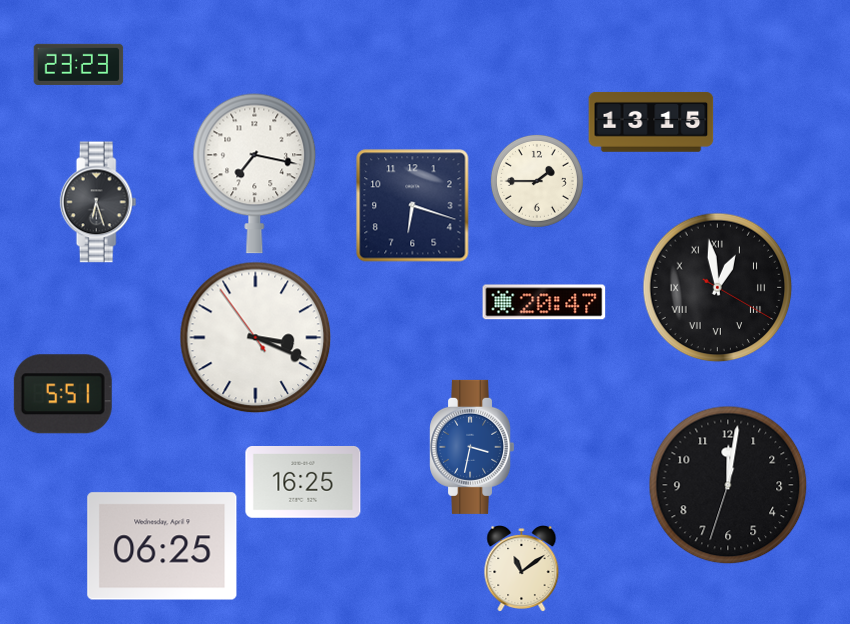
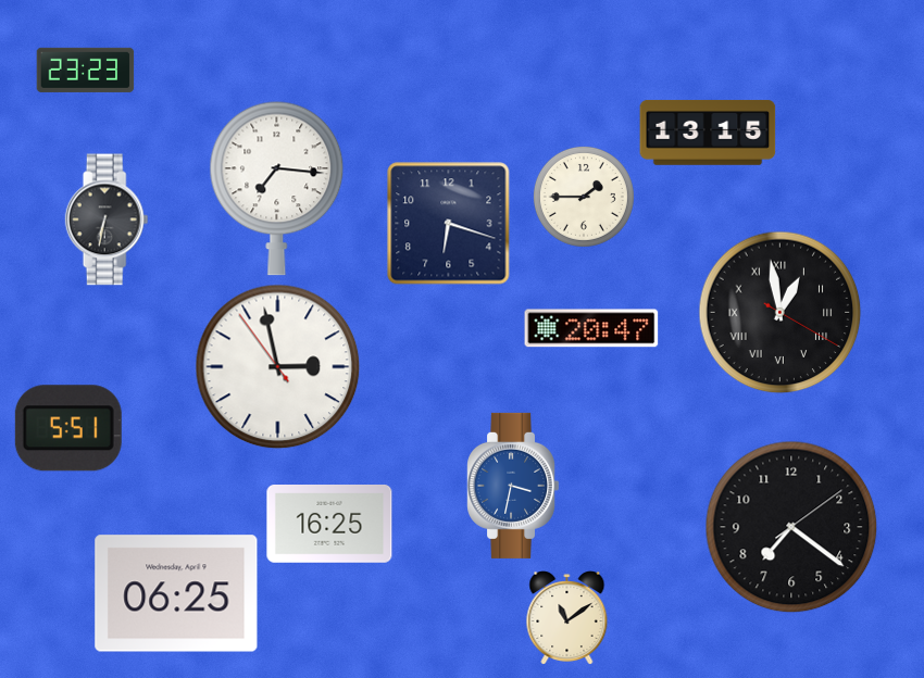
clock at (255, 173): 7:17 -> 7:16
clock at (98, 202): 6:27 -> 6:32
clock at (256, 338): 3:18 -> 2:57
clock at (728, 485): 12:01 -> 7:21
